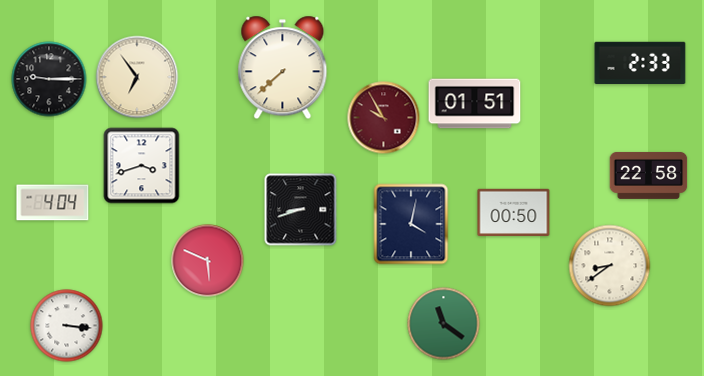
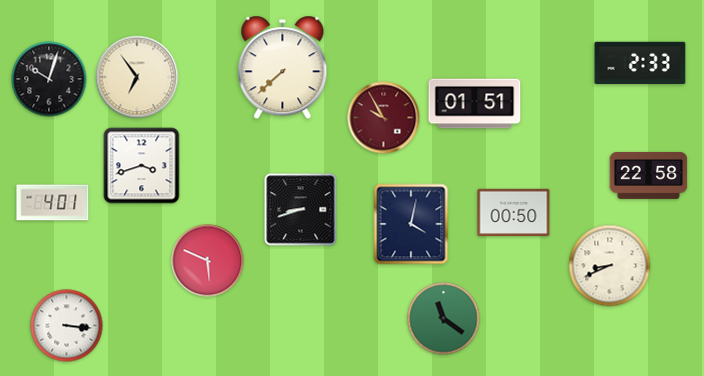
clock at (49, 79): 9:15 -> 10:03
clock at (53, 203): 4:04 -> 4:01
clock at (610, 266): 8:39 -> 8:41
clock at (444, 324) position: (444, 324) -> (444, 319)
